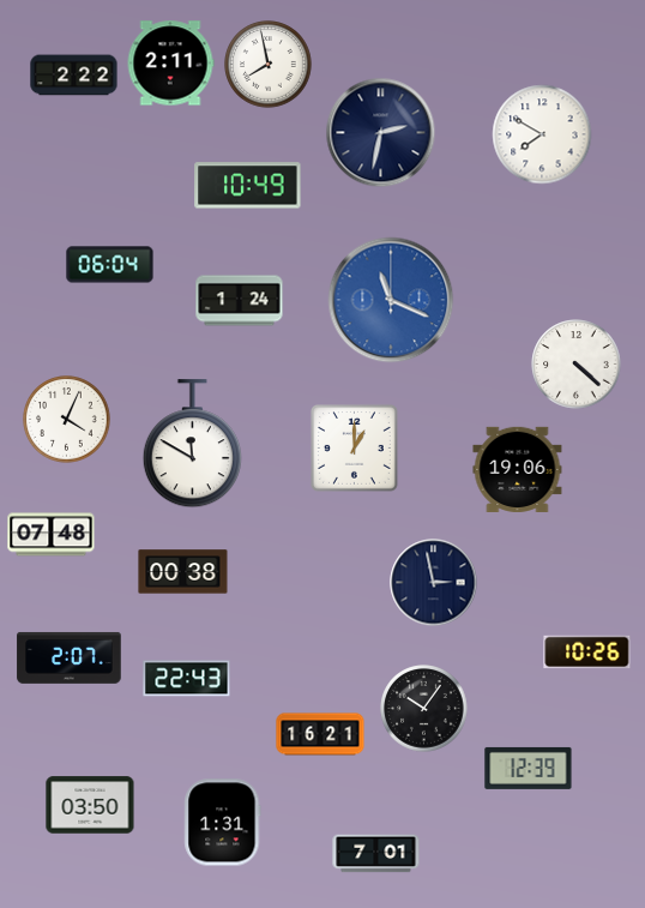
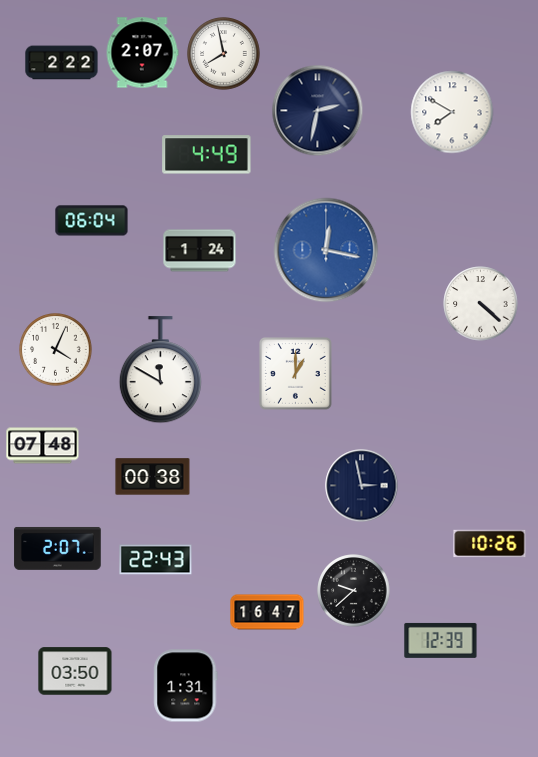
clock at (170, 64): 2:11 -> 2:07
clock at (248, 186): 10:49 -> 4:49
clock at (391, 300): 11:19 -> 12:17
clock at (518, 469): 19:06 -> none
clock at (187, 679) position: (187, 679) -> (156, 560)
clock at (424, 709): 10:06 -> 9:38
clock at (320, 734): 16:21 -> 16:47
clock at (376, 854): 7:01 -> none
